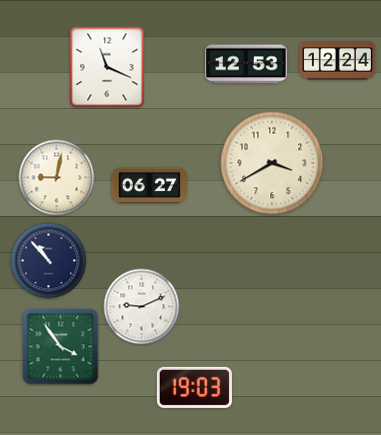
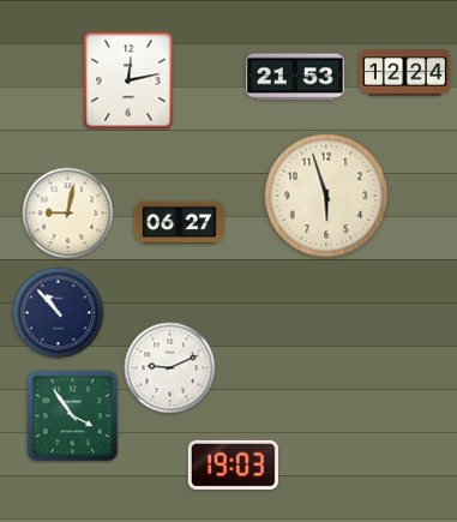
clock at (246, 64): 12:53 -> 21:53
clock at (107, 67): 11:19 -> 12:13
clock at (272, 163): 3:40 -> 5:57
